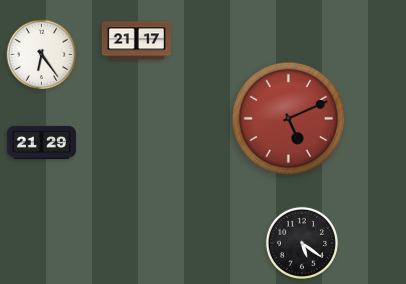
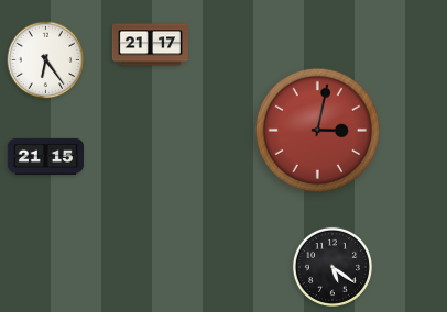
clock at (288, 118): 5:11 -> 3:02
clock at (41, 142): 21:29 -> 21:15
